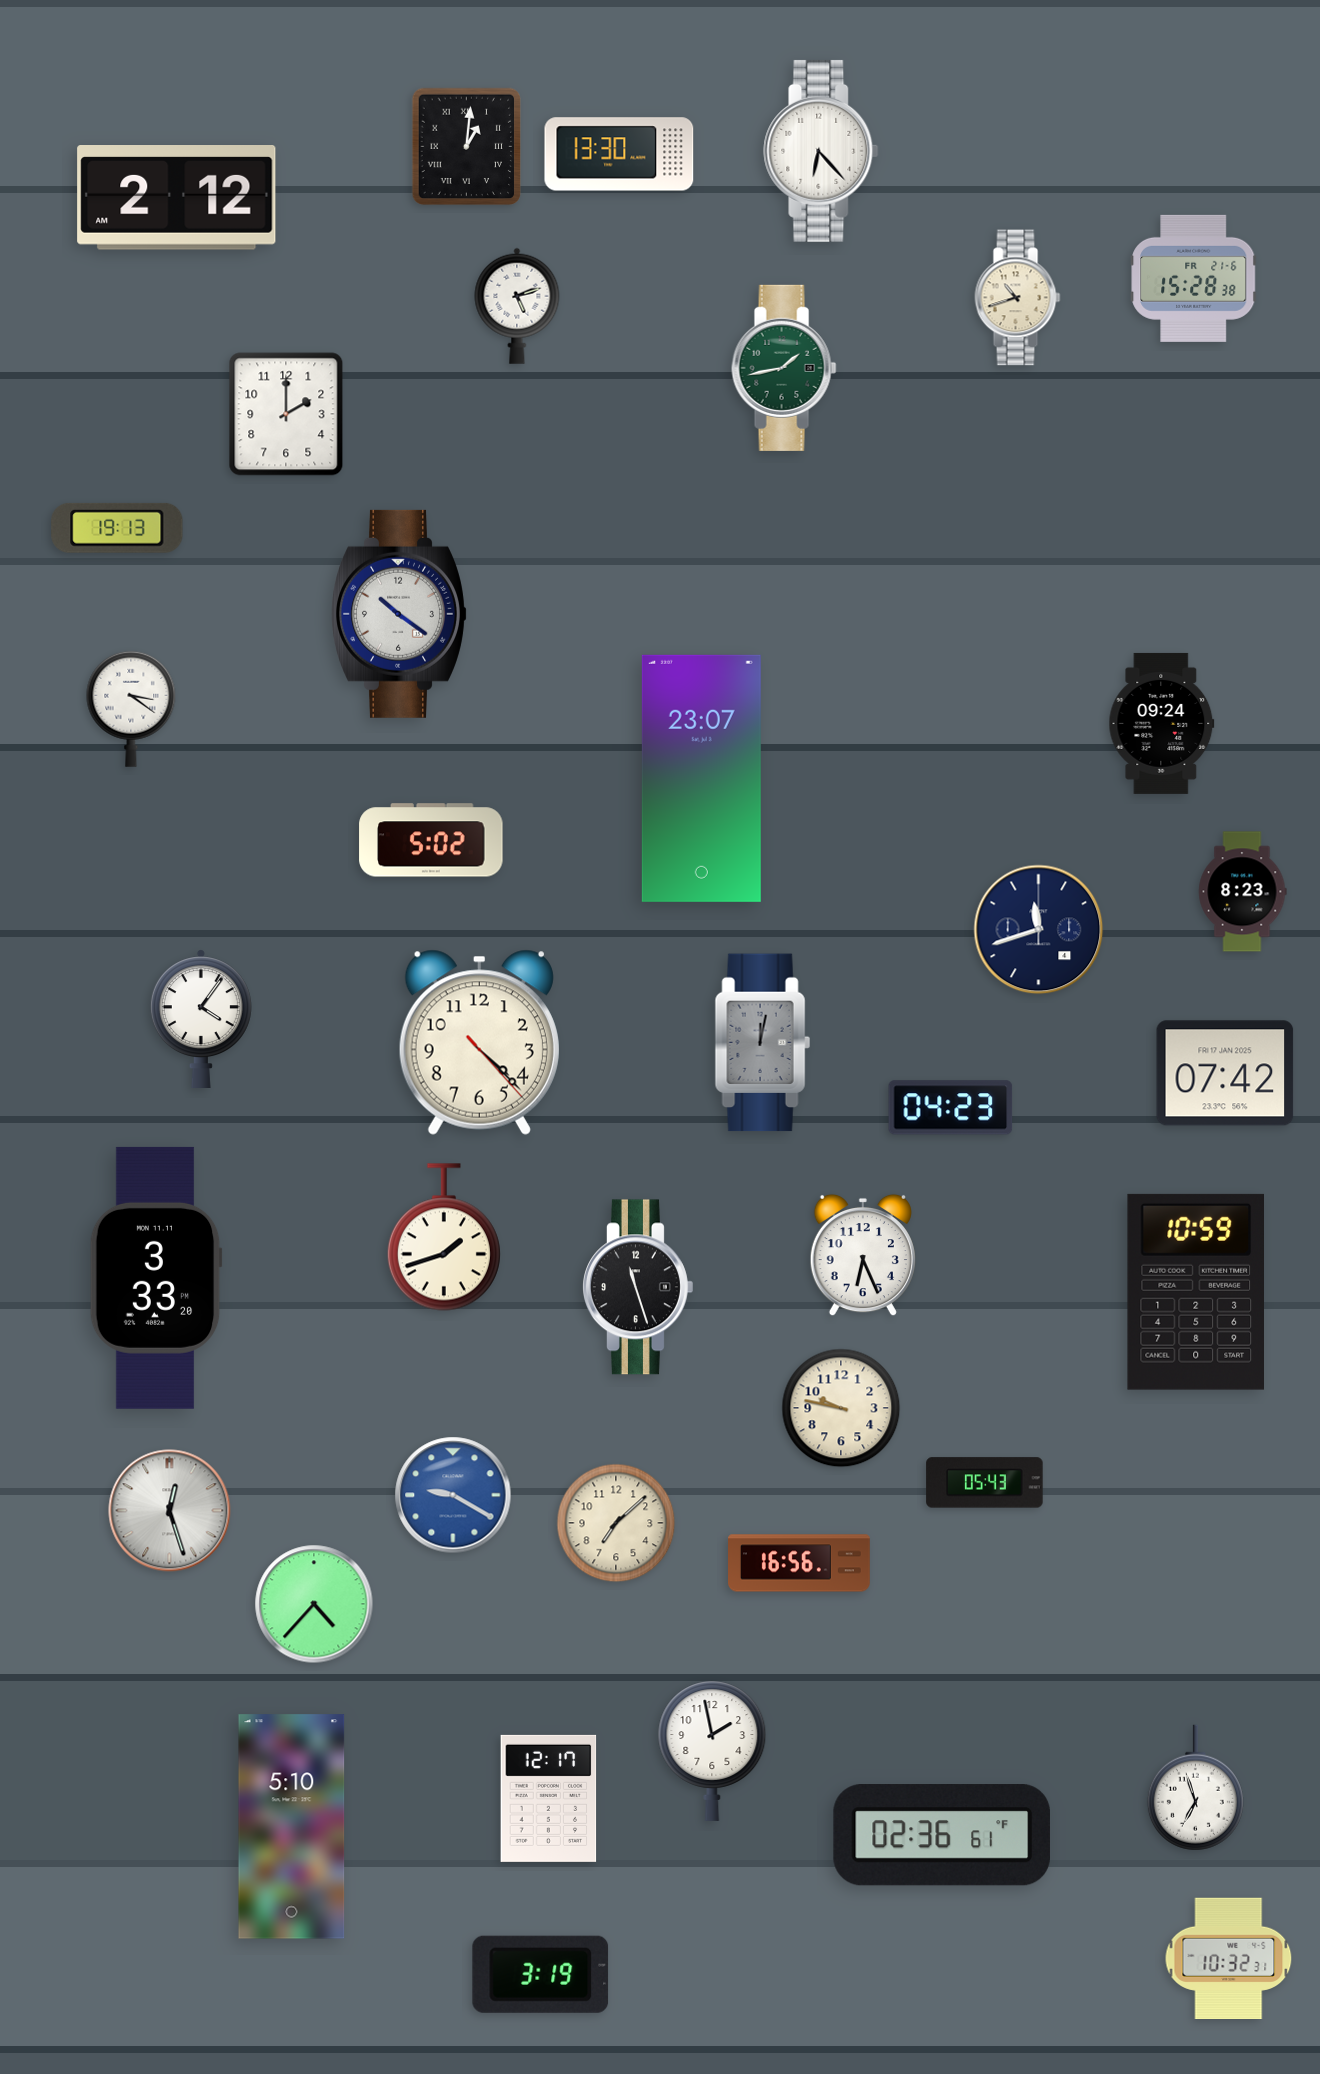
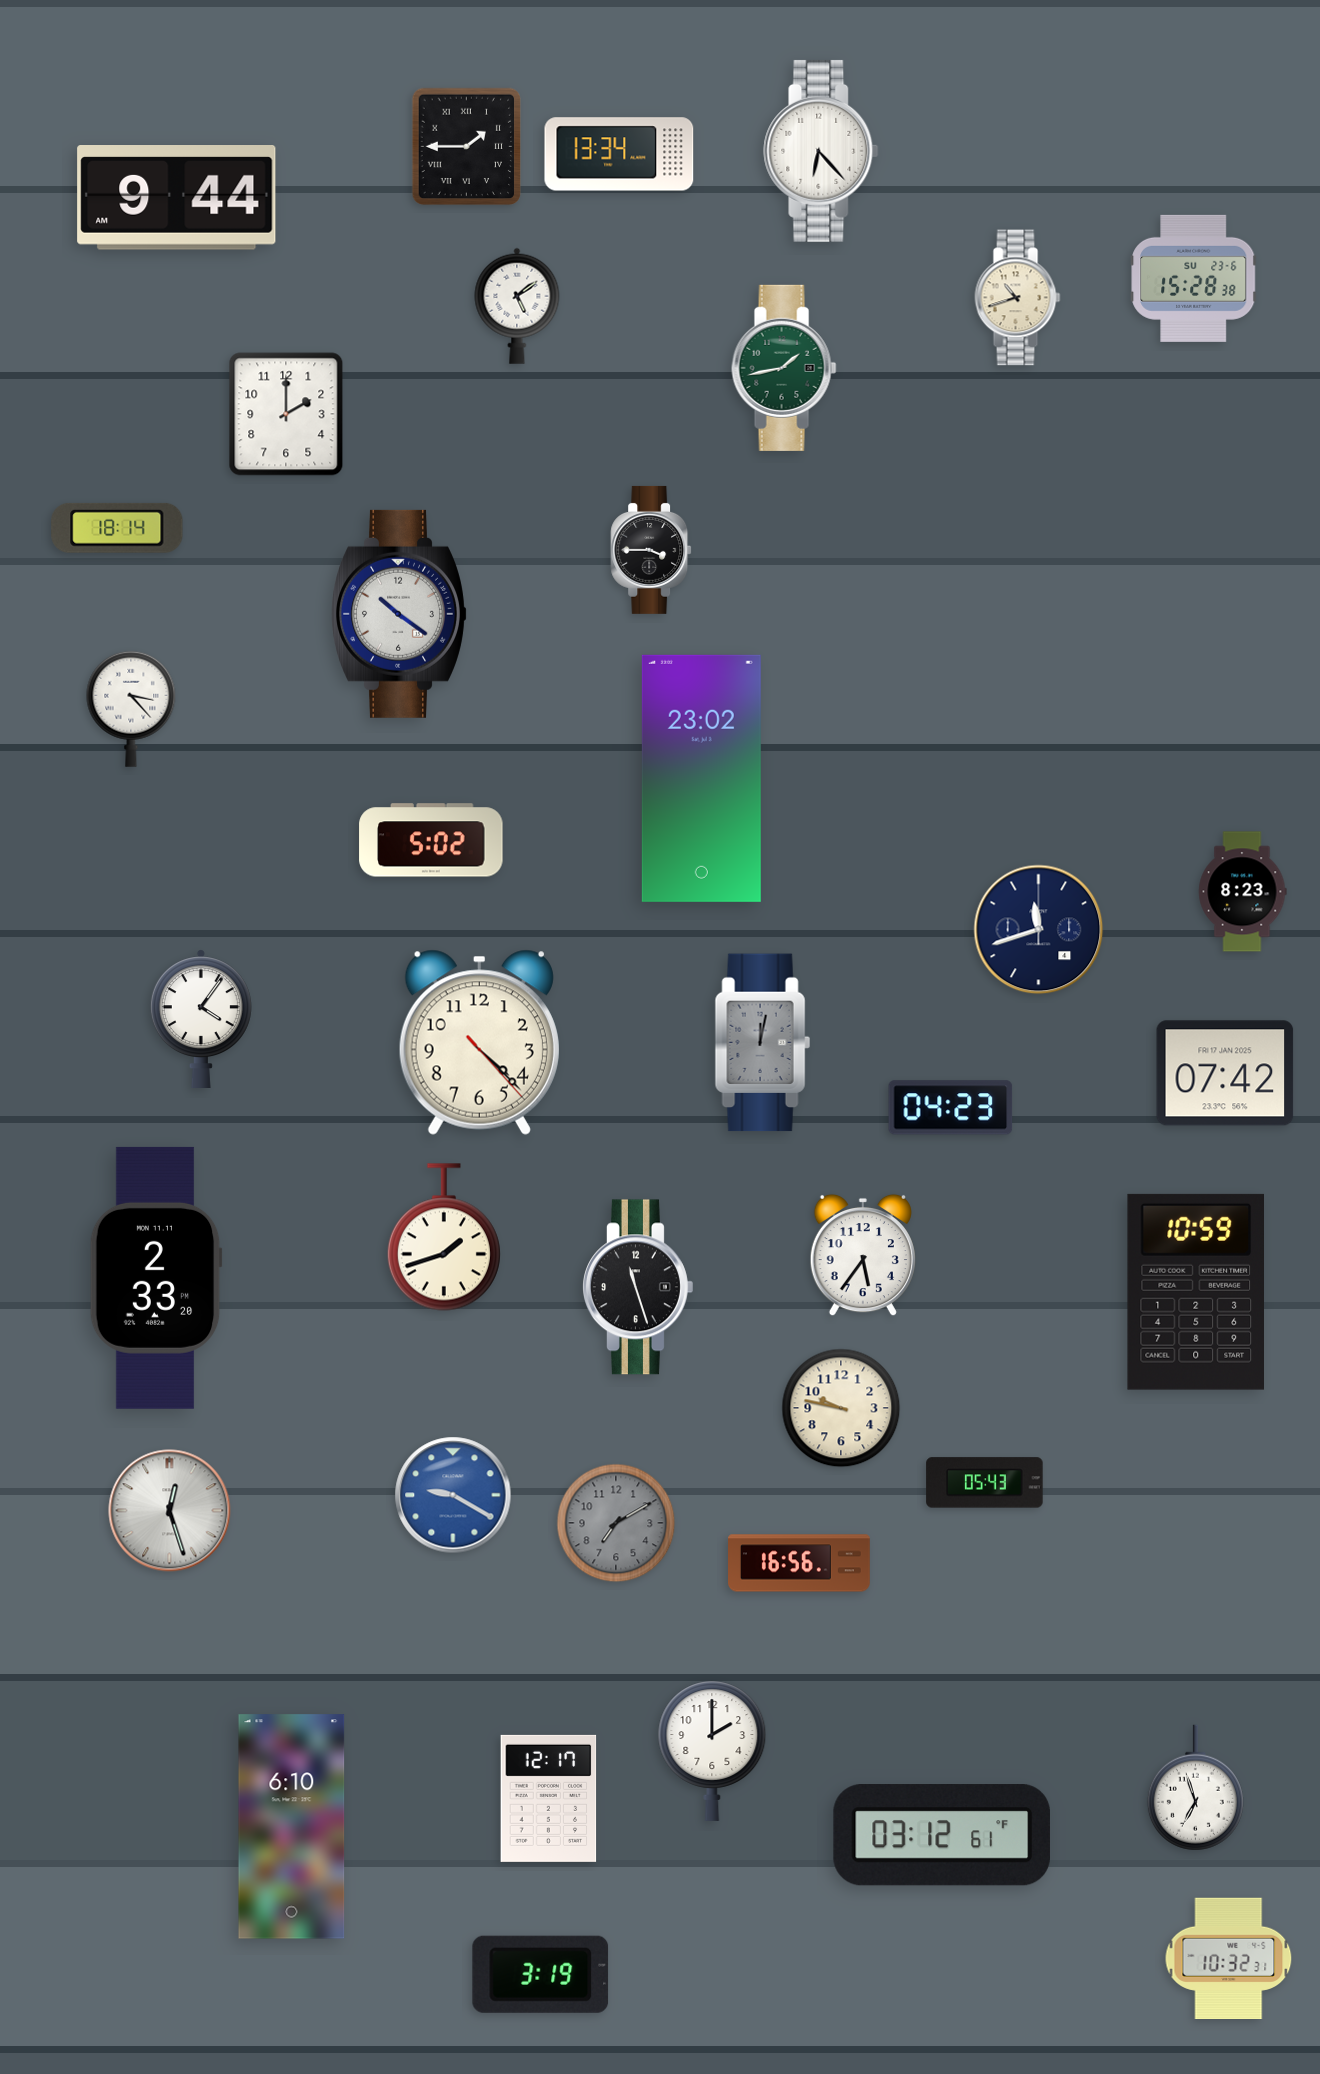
clock at (467, 147): 1:01 -> 1:45
clock at (619, 154): 13:30 -> 13:34
clock at (177, 198): 2:12 -> 9:44
clock at (1194, 278) date: FR 21-6 -> SU 23-6
clock at (517, 306): 5:12 -> 5:09
clock at (117, 528): 19:13 -> 18:14
clock at (651, 550): none -> 3:45
clock at (131, 709): 3:21 -> 3:23
clock at (1162, 723): 09:24 -> none
clock at (701, 778): 23:07 -> 23:02
clock at (863, 1255): 6:26 -> 5:36
clock at (156, 1278): 3:33 -> 2:33
clock at (616, 1523): 7:08 -> 7:10
clock at (616, 1523) dial: cream -> grey
clock at (314, 1604): 4:37 -> none
clock at (712, 1751): 1:58 -> 2:00
clock at (292, 1827): 5:10 -> 6:10
clock at (942, 1835): 02:36 -> 03:12
